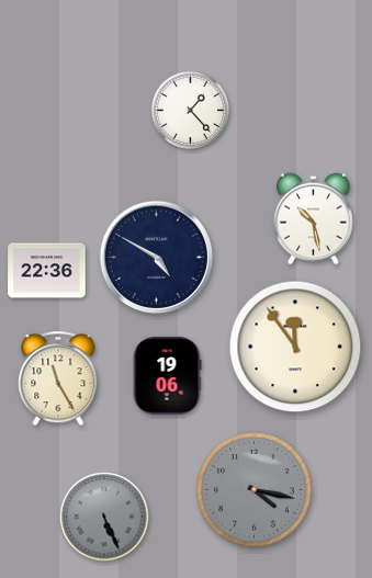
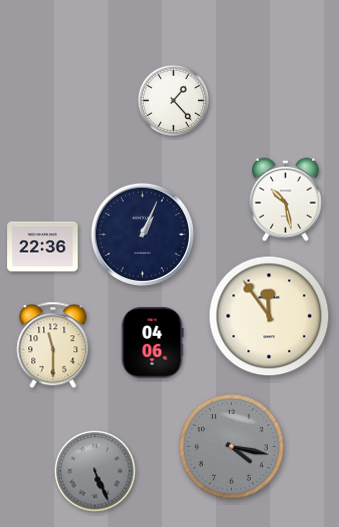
clock at (156, 257): 4:50 -> 1:04
clock at (167, 376): 19:06 -> 04:06
clock at (58, 378): 11:25 -> 11:30
